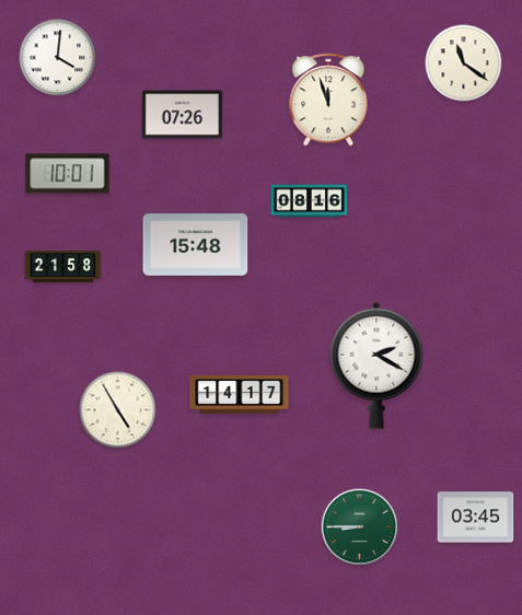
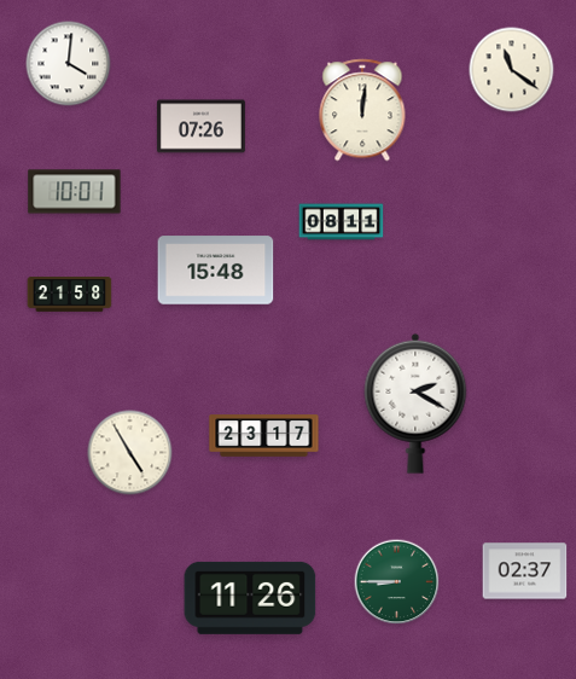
clock at (58, 58) position: (58, 58) -> (69, 64)
clock at (328, 100): 11:57 -> 12:01
clock at (310, 201): 08:16 -> 08:11
clock at (240, 395): 14:17 -> 23:17
clock at (476, 518): 03:45 -> 02:37
clock at (250, 598): none -> 11:26
